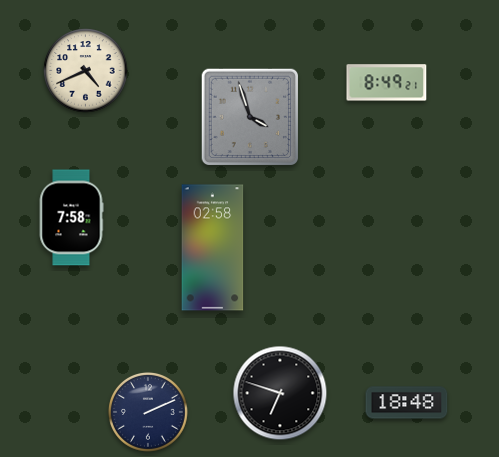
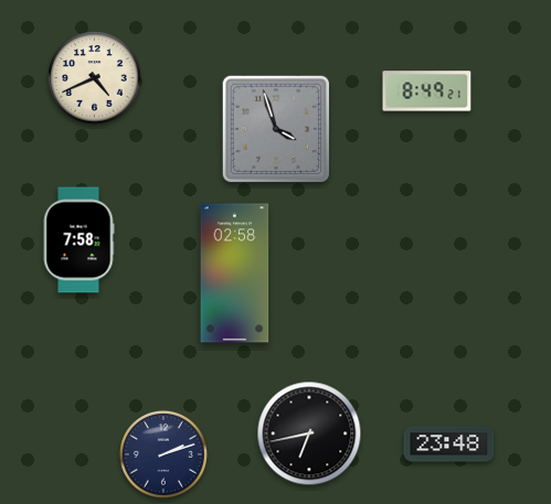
clock at (280, 393): 6:48 -> 6:43
clock at (407, 403): 18:48 -> 23:48
clock at (148, 412): 2:11 -> 2:12
